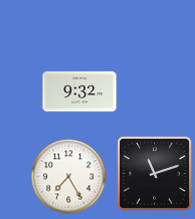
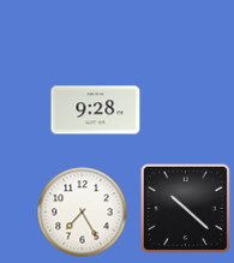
clock at (80, 92): 9:32 -> 9:28
clock at (154, 173): 11:12 -> 10:22
